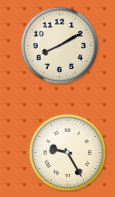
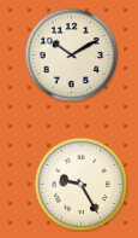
clock at (59, 45): 8:10 -> 10:10
